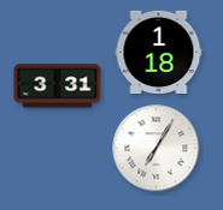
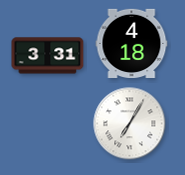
clock at (159, 52): 1:18 -> 4:18
clock at (58, 86) position: (58, 86) -> (48, 56)
